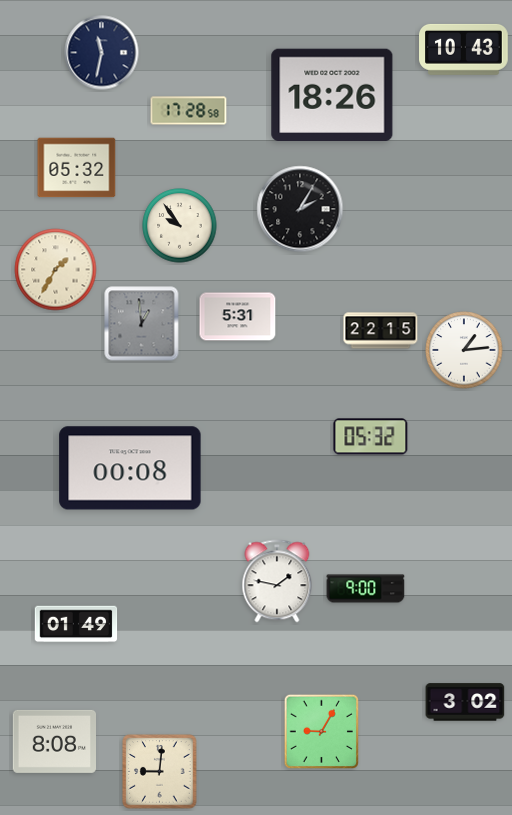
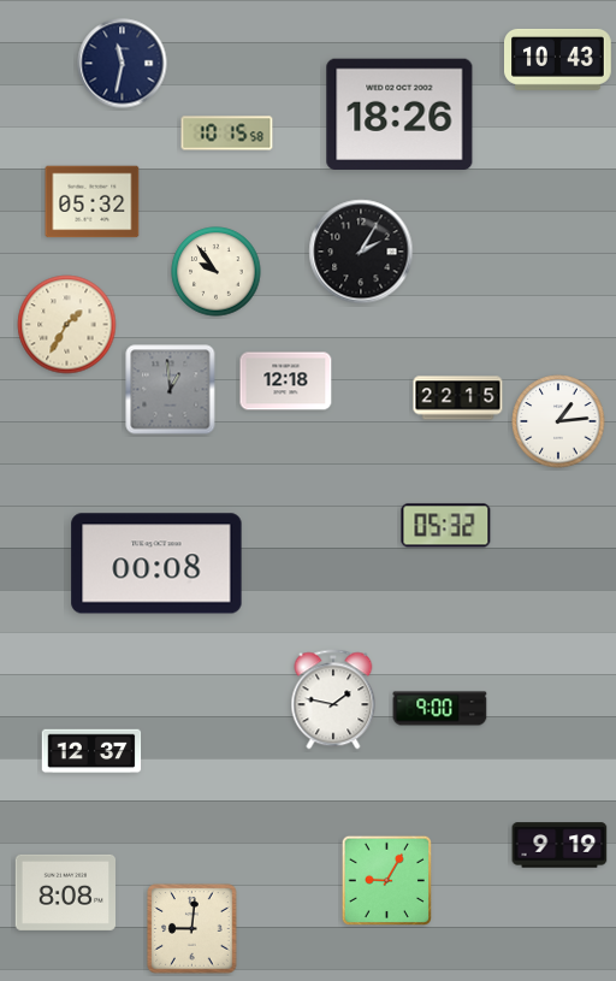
clock at (189, 111): 17:28 -> 10:15
clock at (238, 317): 5:31 -> 12:18
clock at (76, 624): 01:49 -> 12:37
clock at (465, 702): 3:02 -> 9:19
